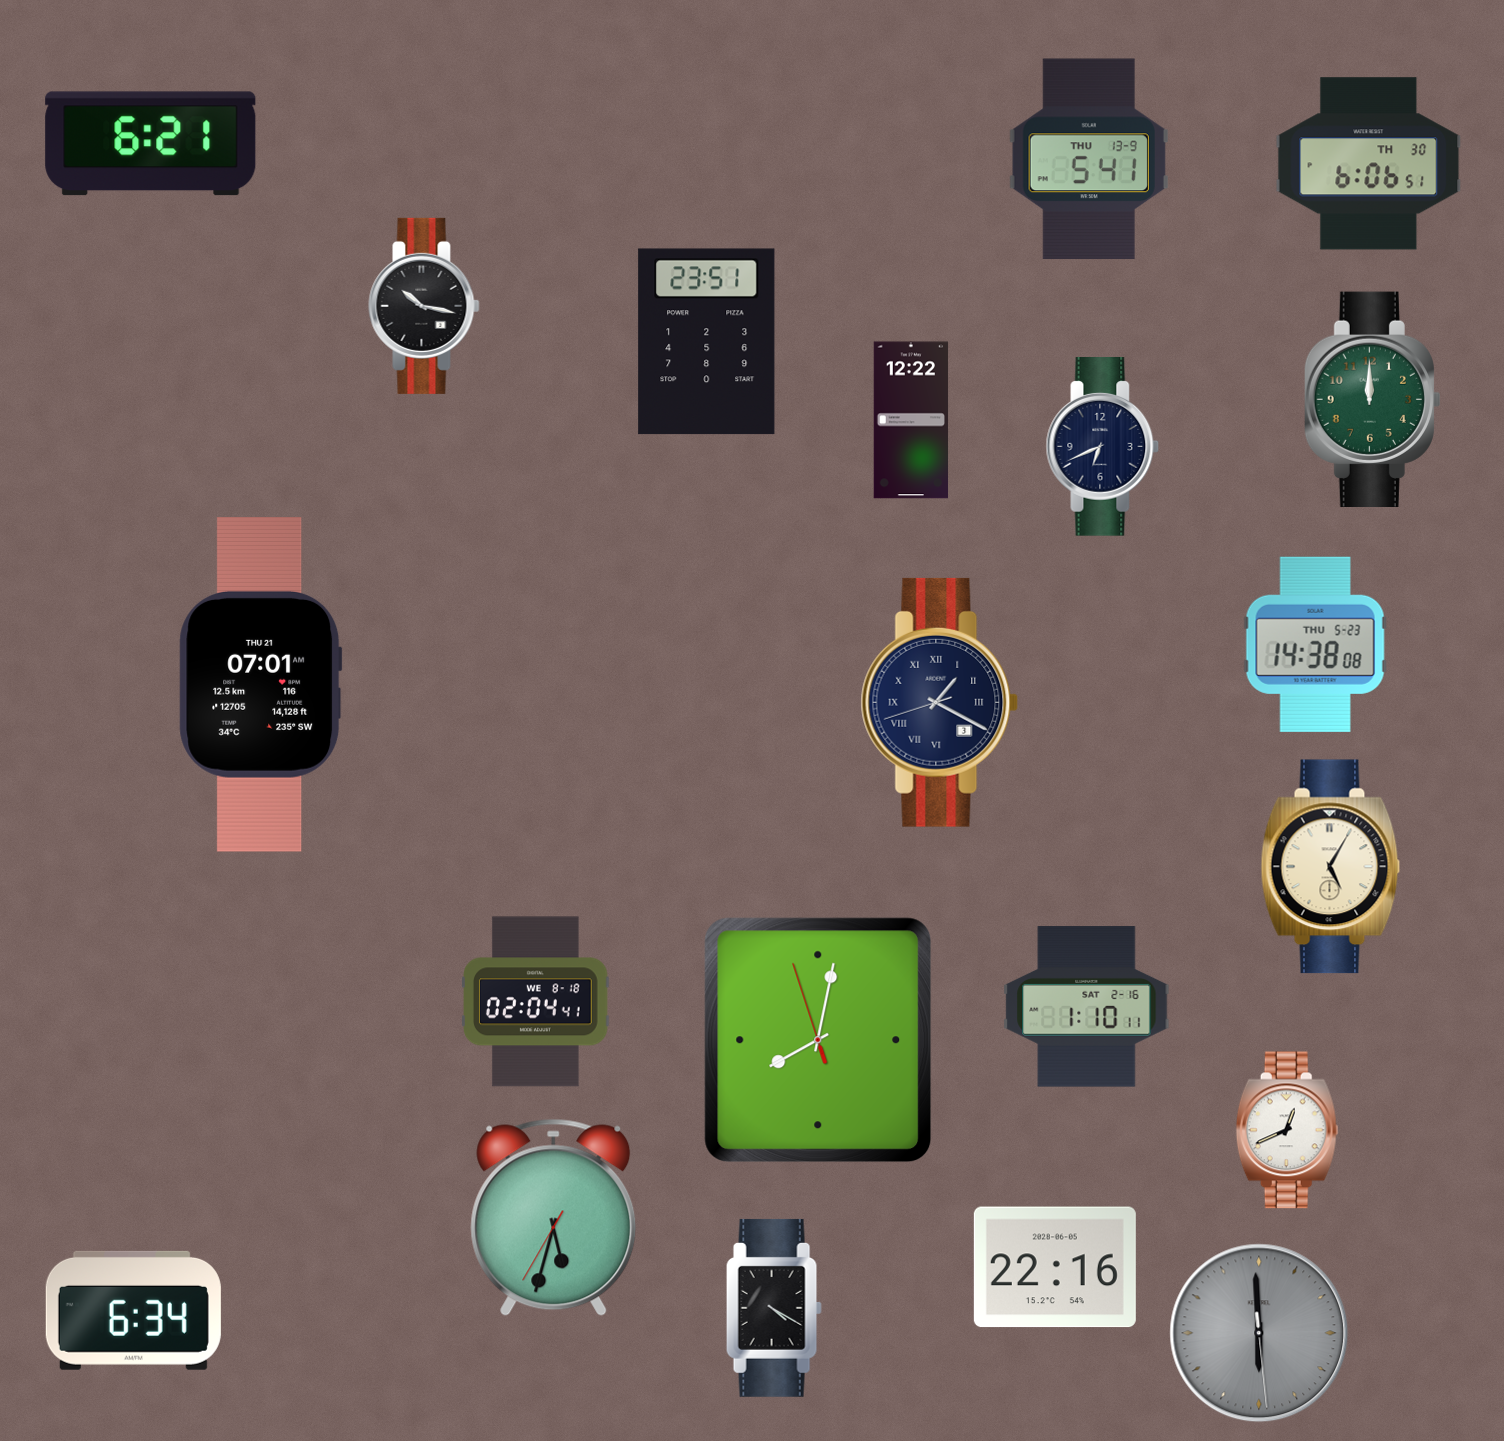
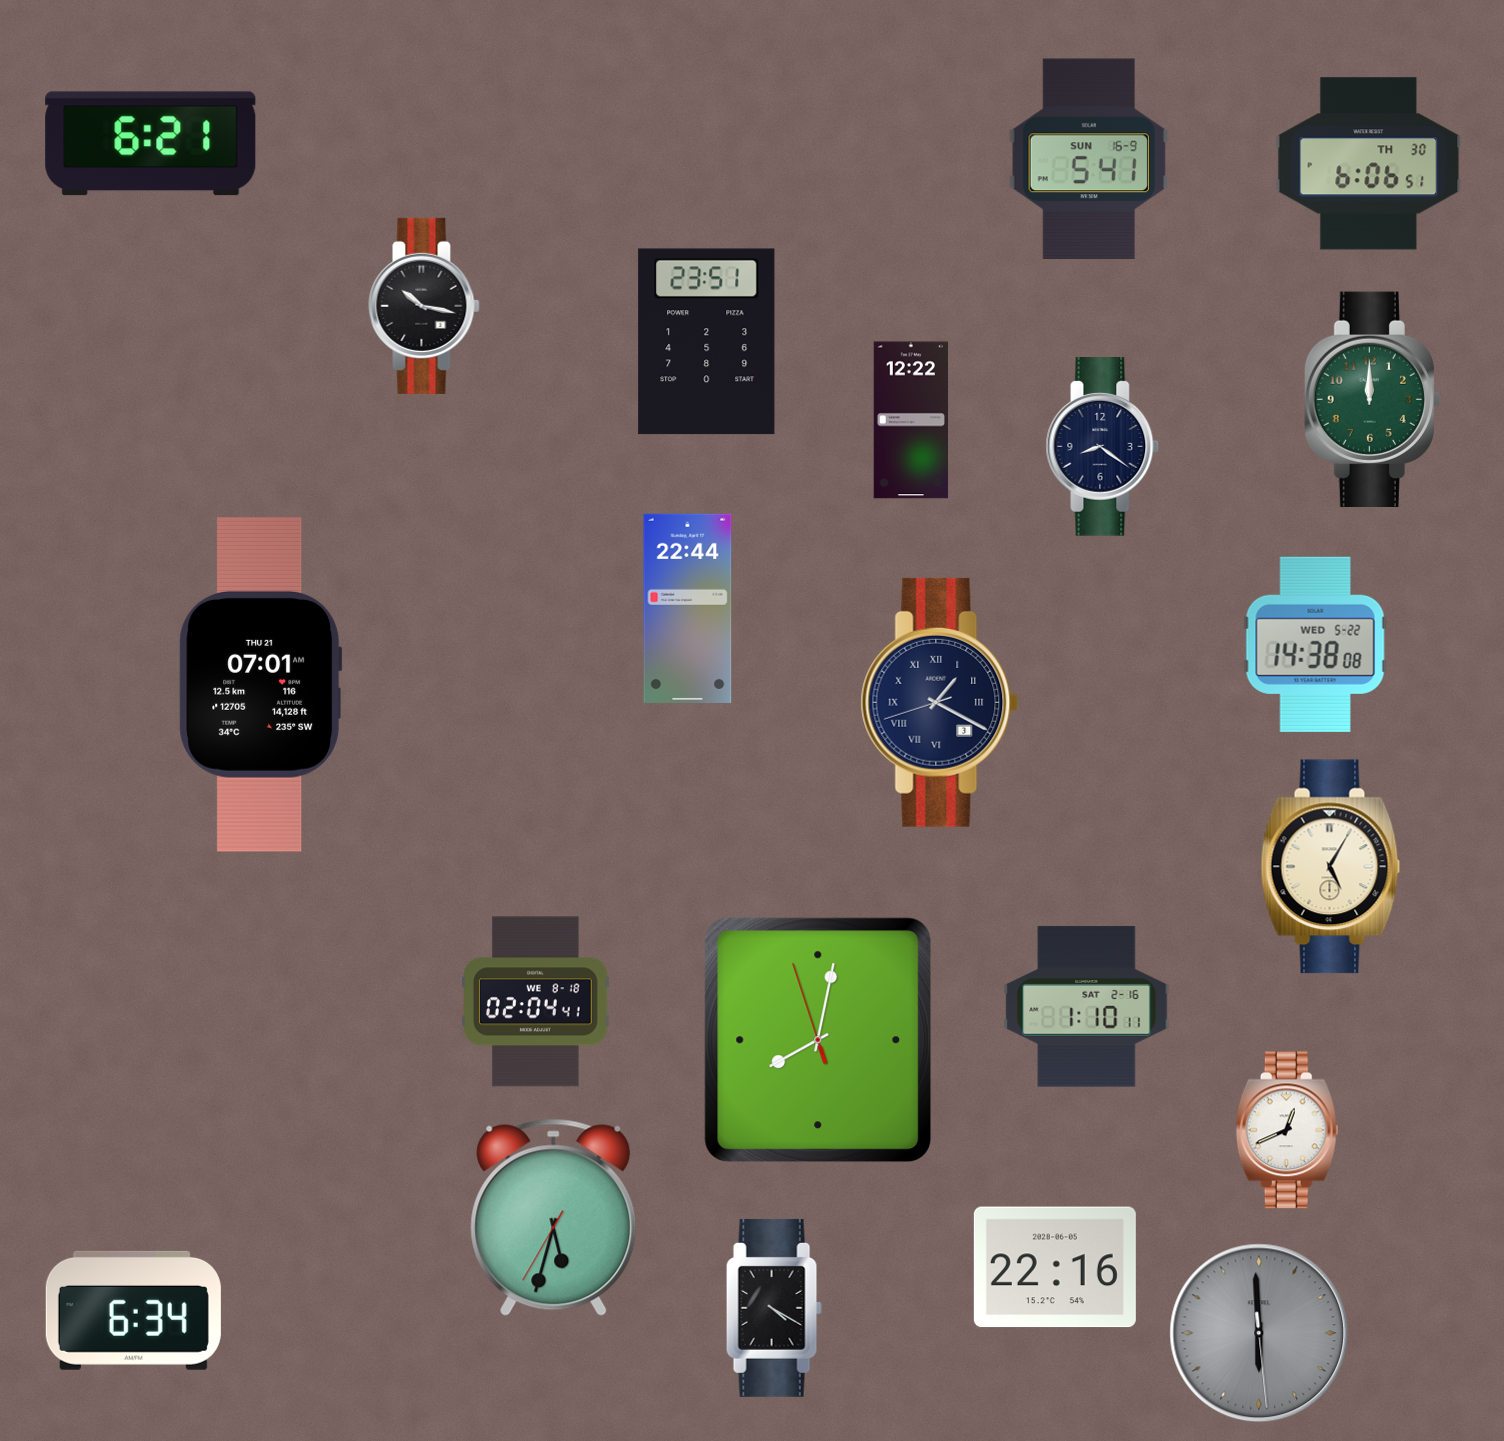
clock at (1089, 159) date: THU 13-9 -> SUN 16-9
clock at (1103, 447): 6:41 -> 8:21
clock at (688, 608): none -> 22:44
clock at (1315, 644) date: THU 5-23 -> WED 5-22
